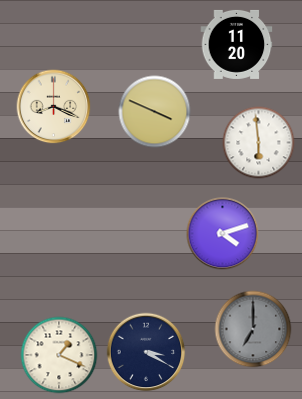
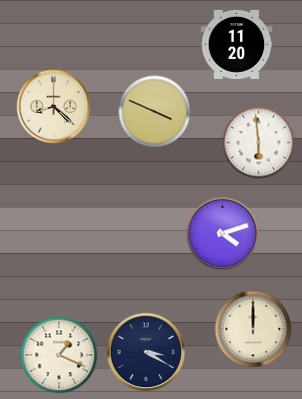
clock at (54, 107): 8:19 -> 8:22
clock at (253, 329): 7:00 -> 12:00
clock at (253, 329) dial: grey -> cream
